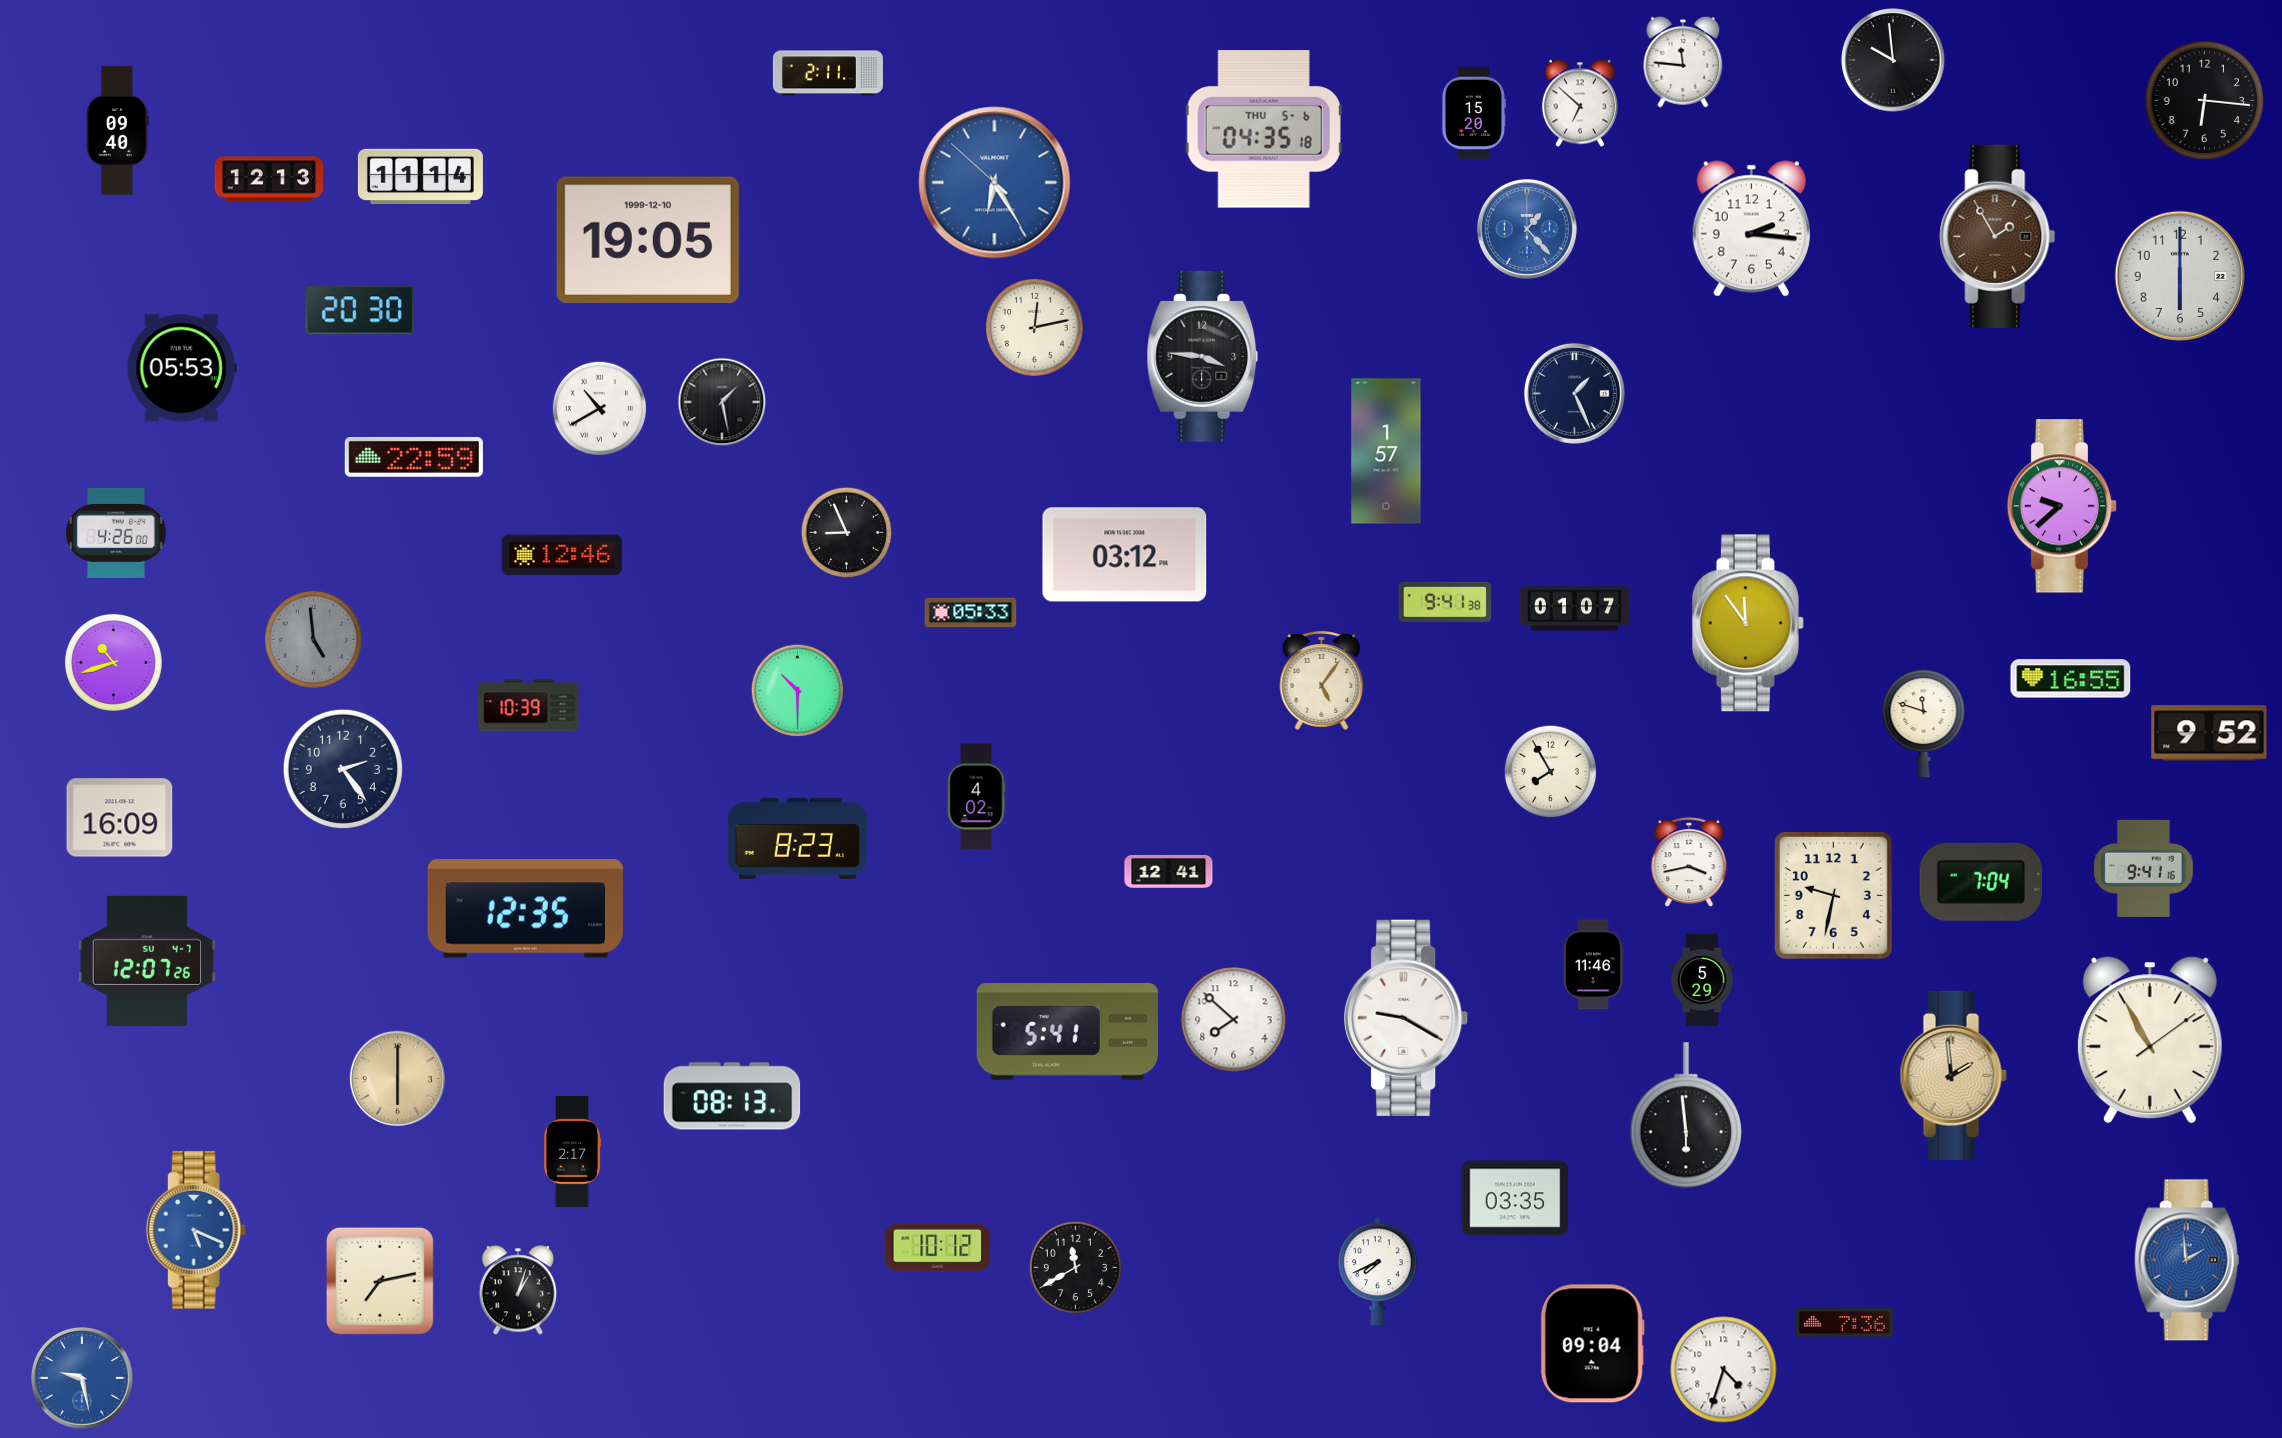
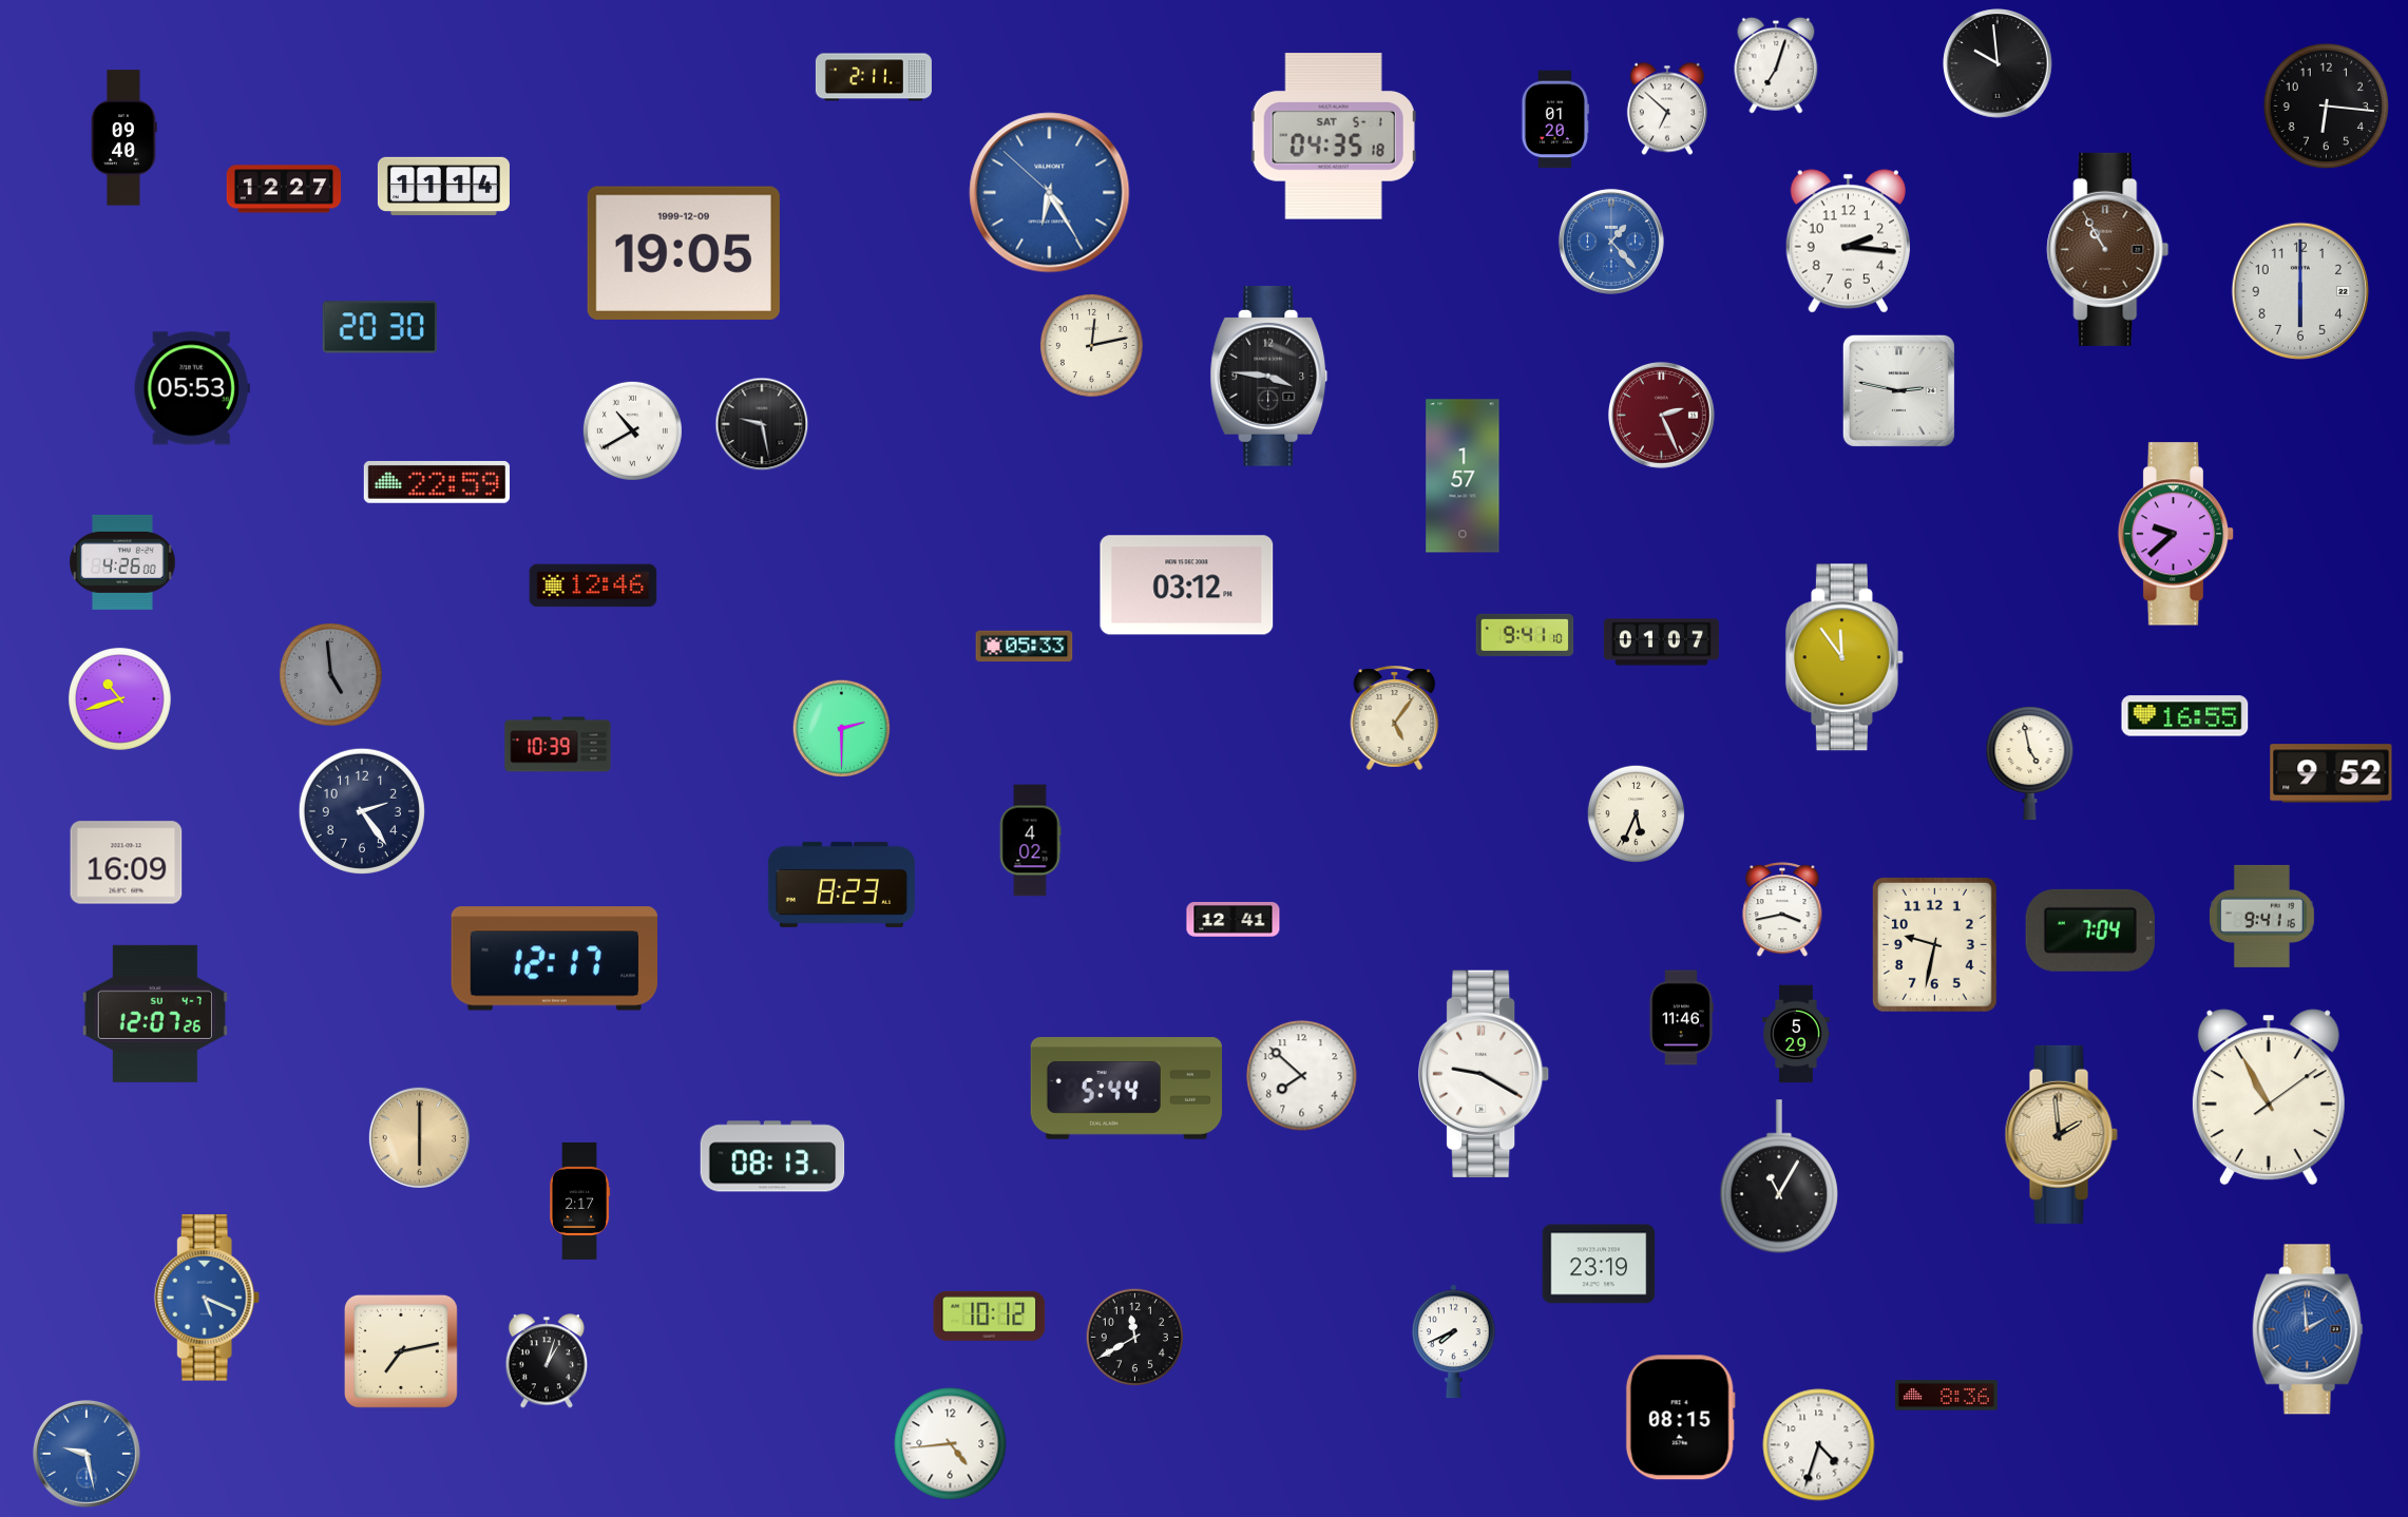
clock at (1683, 62): 11:46 -> 7:03
clock at (1474, 113): 15:20 -> 01:20
clock at (1264, 129) date: THU 5-6 -> SAT 5-1
clock at (269, 179): 12:13 -> 12:27
clock at (1998, 236): 1:55 -> 10:55
clock at (648, 240) date: 1999-12-10 -> 1999-12-09
clock at (1898, 390): none -> 2:47
clock at (1574, 393): 1:26 -> 2:26
clock at (1574, 393) dial: navy -> burgundy
clock at (722, 402): 1:28 -> 9:28
clock at (847, 533): 8:56 -> none
clock at (1445, 602): 9:41:38 -> 9:41:10
clock at (798, 691): 10:30 -> 2:30
clock at (1924, 724): 11:48 -> 4:58
clock at (1551, 772): 7:55 -> 5:34
clock at (525, 909): 12:35 -> 12:17
clock at (1068, 1032): 5:41 -> 5:44
clock at (1686, 1115): 5:59 -> 11:05
clock at (572, 1151) position: (572, 1151) -> (579, 1201)
clock at (1515, 1198): 03:35 -> 23:19
clock at (1844, 1323): 7:36 -> 8:36
clock at (1592, 1344): 09:04 -> 08:15
clock at (951, 1444): none -> 4:44
